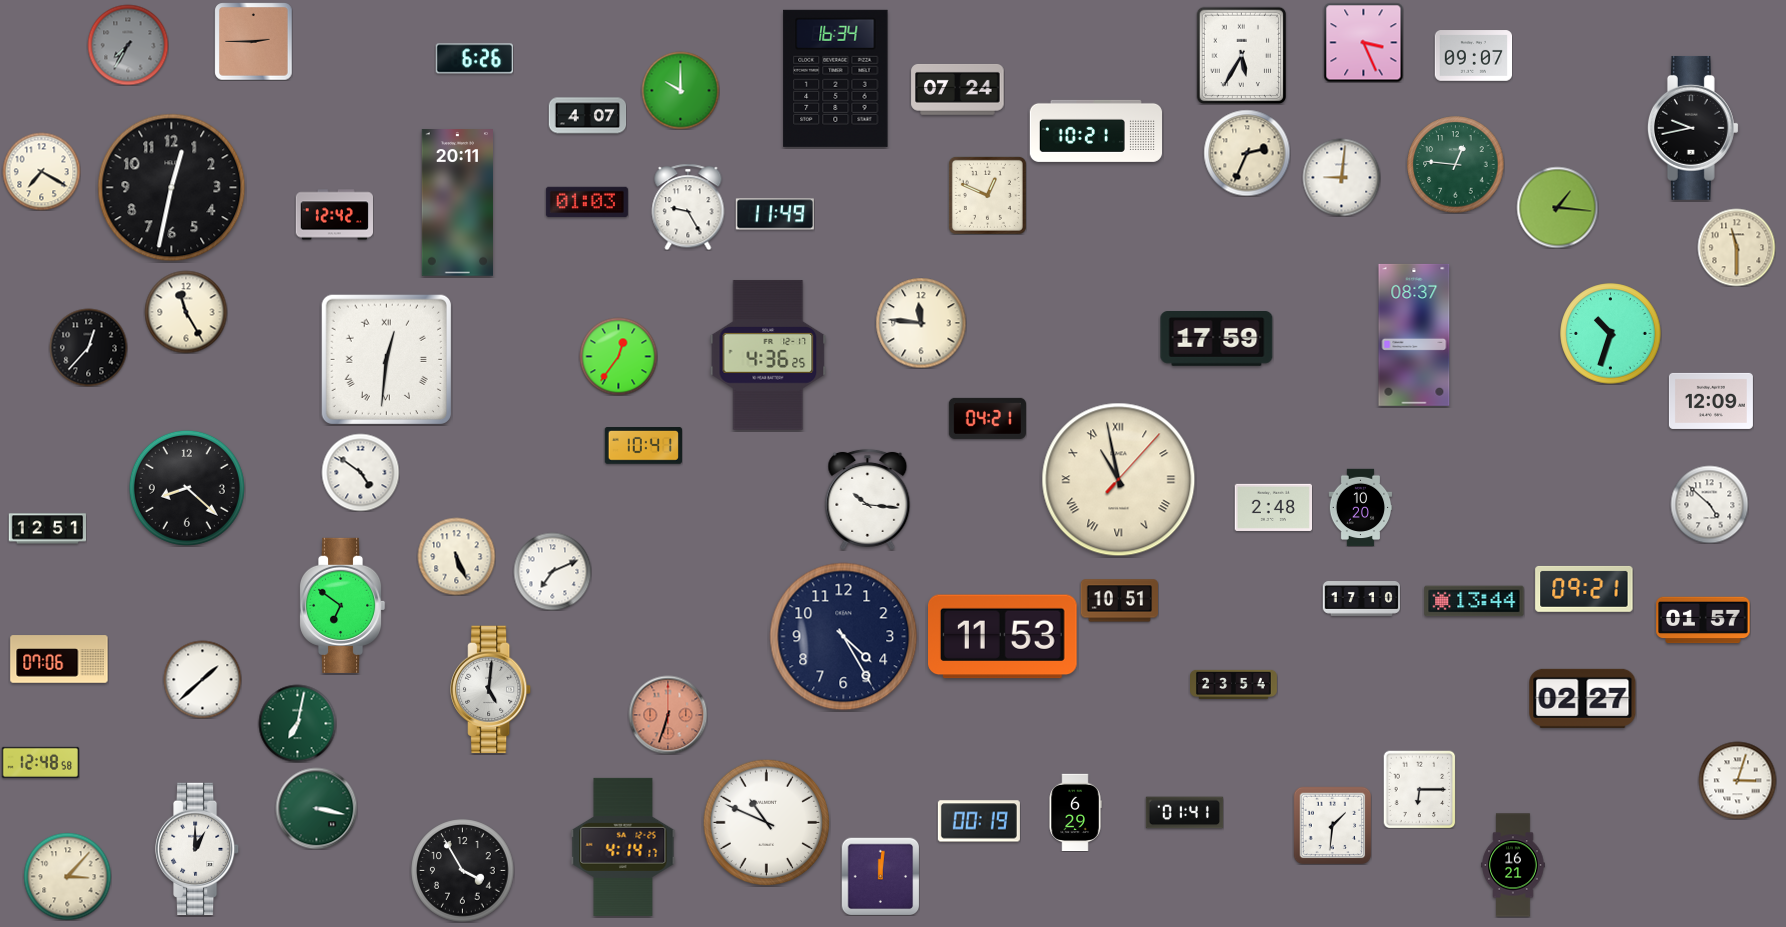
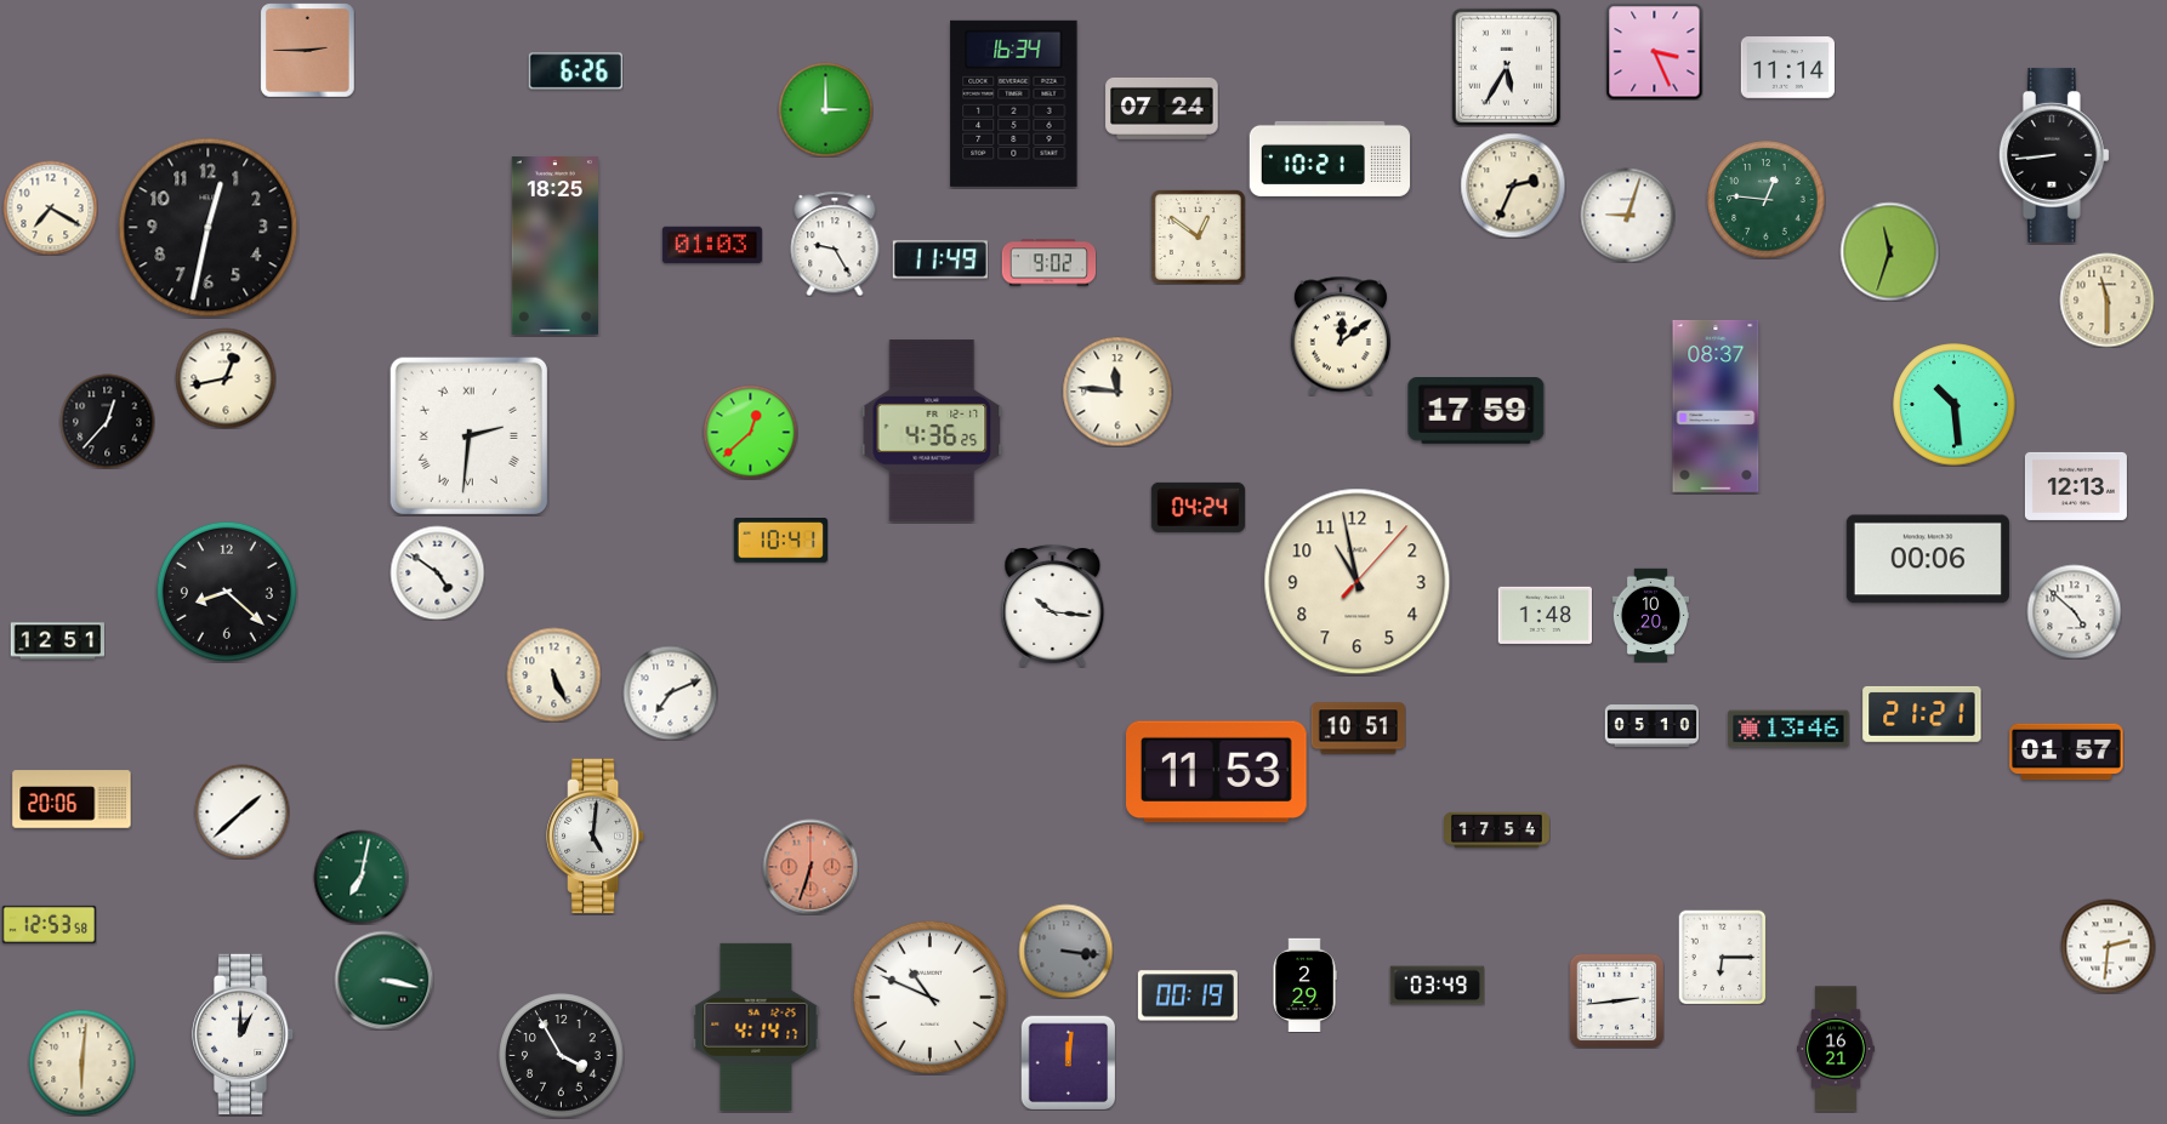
clock at (128, 45): 7:35 -> none
clock at (1473, 56): 09:07 -> 11:14
clock at (836, 78) position: (836, 78) -> (1014, 103)
clock at (680, 90): 10:00 -> 3:00
clock at (587, 116): 4:07 -> none
clock at (1693, 128): 9:43 -> 8:44
clock at (1341, 177): 9:01 -> 9:03
clock at (987, 195): 12:49 -> 12:51
clock at (457, 203): 20:11 -> 18:25
clock at (688, 207) position: (688, 207) -> (835, 244)
clock at (1557, 207): 1:16 -> 11:33
clock at (334, 215): 12:42 -> none
clock at (1048, 263): none -> 9:02
clock at (1341, 336): none -> 12:09
clock at (186, 312): 11:25 -> 12:43
clock at (1611, 334): 10:33 -> 10:29
clock at (618, 356): 12:36 -> 12:38
clock at (386, 359): 12:31 -> 2:31
clock at (1711, 401): 12:09 -> 12:13
clock at (987, 418): 04:21 -> 04:24
clock at (1928, 559): none -> 00:06
clock at (1119, 480) numerals: Roman -> Arabic
clock at (1273, 507): 2:48 -> 1:48
clock at (1584, 589): 09:21 -> 21:21
clock at (1361, 599): 17:10 -> 05:10
clock at (1474, 601): 13:44 -> 13:46
clock at (342, 605): 6:51 -> none
clock at (844, 637): 4:25 -> none
clock at (59, 659): 07:06 -> 20:06
clock at (202, 679) position: (202, 679) -> (241, 811)
clock at (1234, 684): 23:54 -> 17:54
clock at (1583, 698): 02:27 -> none
clock at (40, 762): 12:48 -> 12:53
clock at (1737, 780): 3:03 -> 2:31
clock at (1065, 951): none -> 3:16
clock at (1075, 812): 6:29 -> 2:29
clock at (1184, 813): 01:41 -> 03:49
clock at (1332, 825): 1:31 -> 2:44
clock at (198, 848) position: (198, 848) -> (244, 1033)
clock at (67, 876): 3:07 -> 6:01
